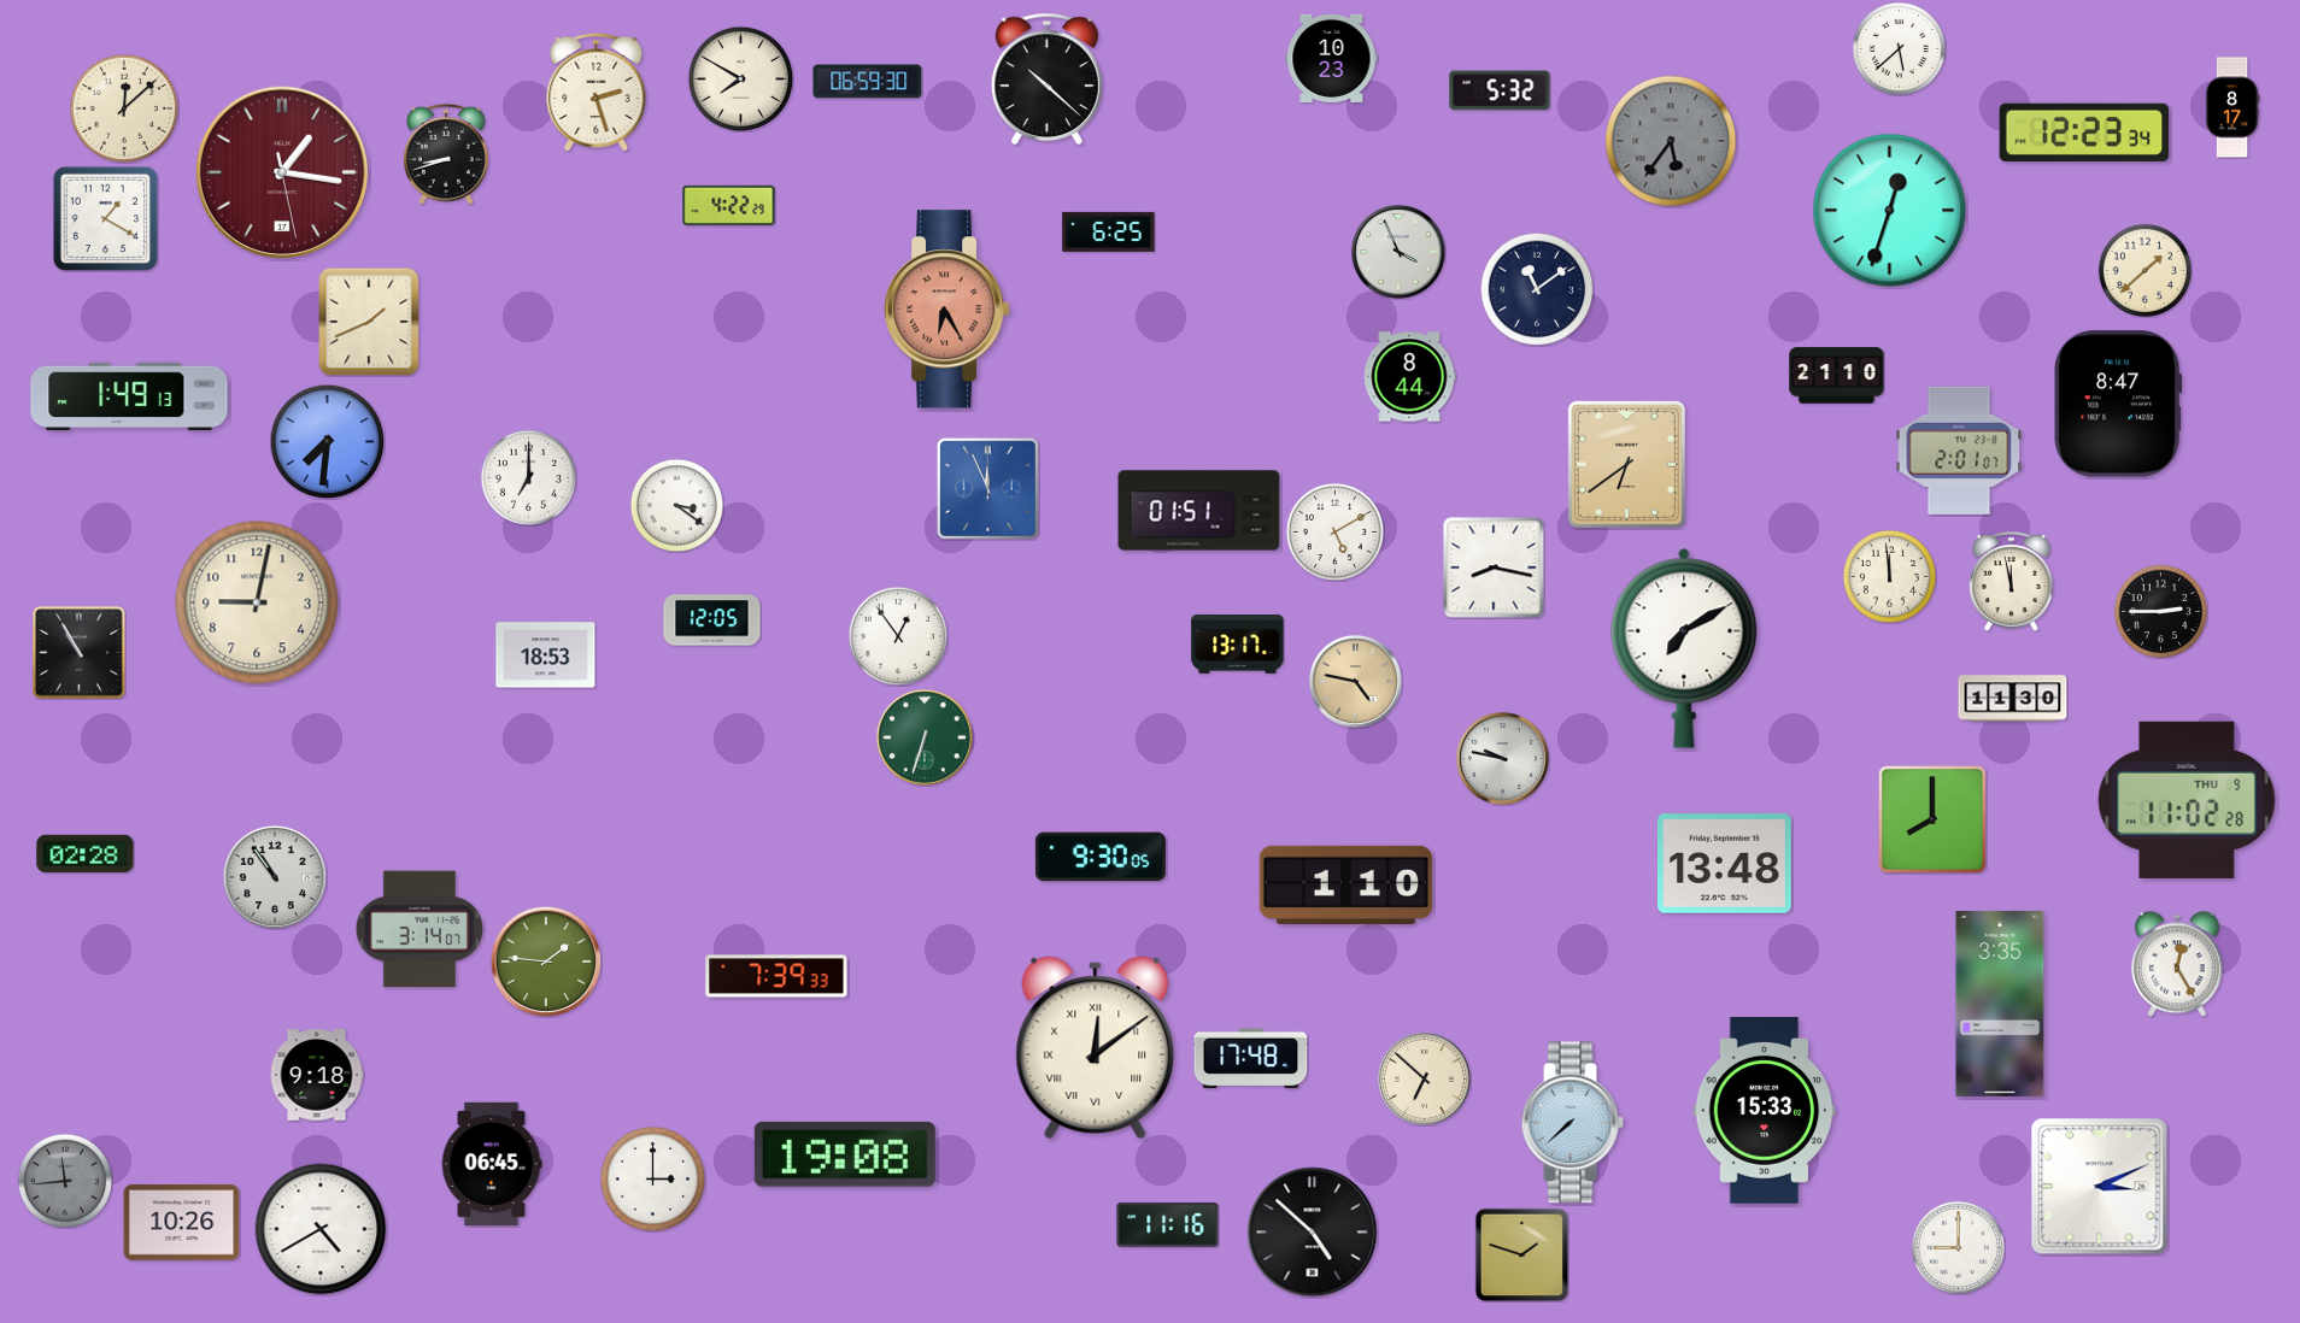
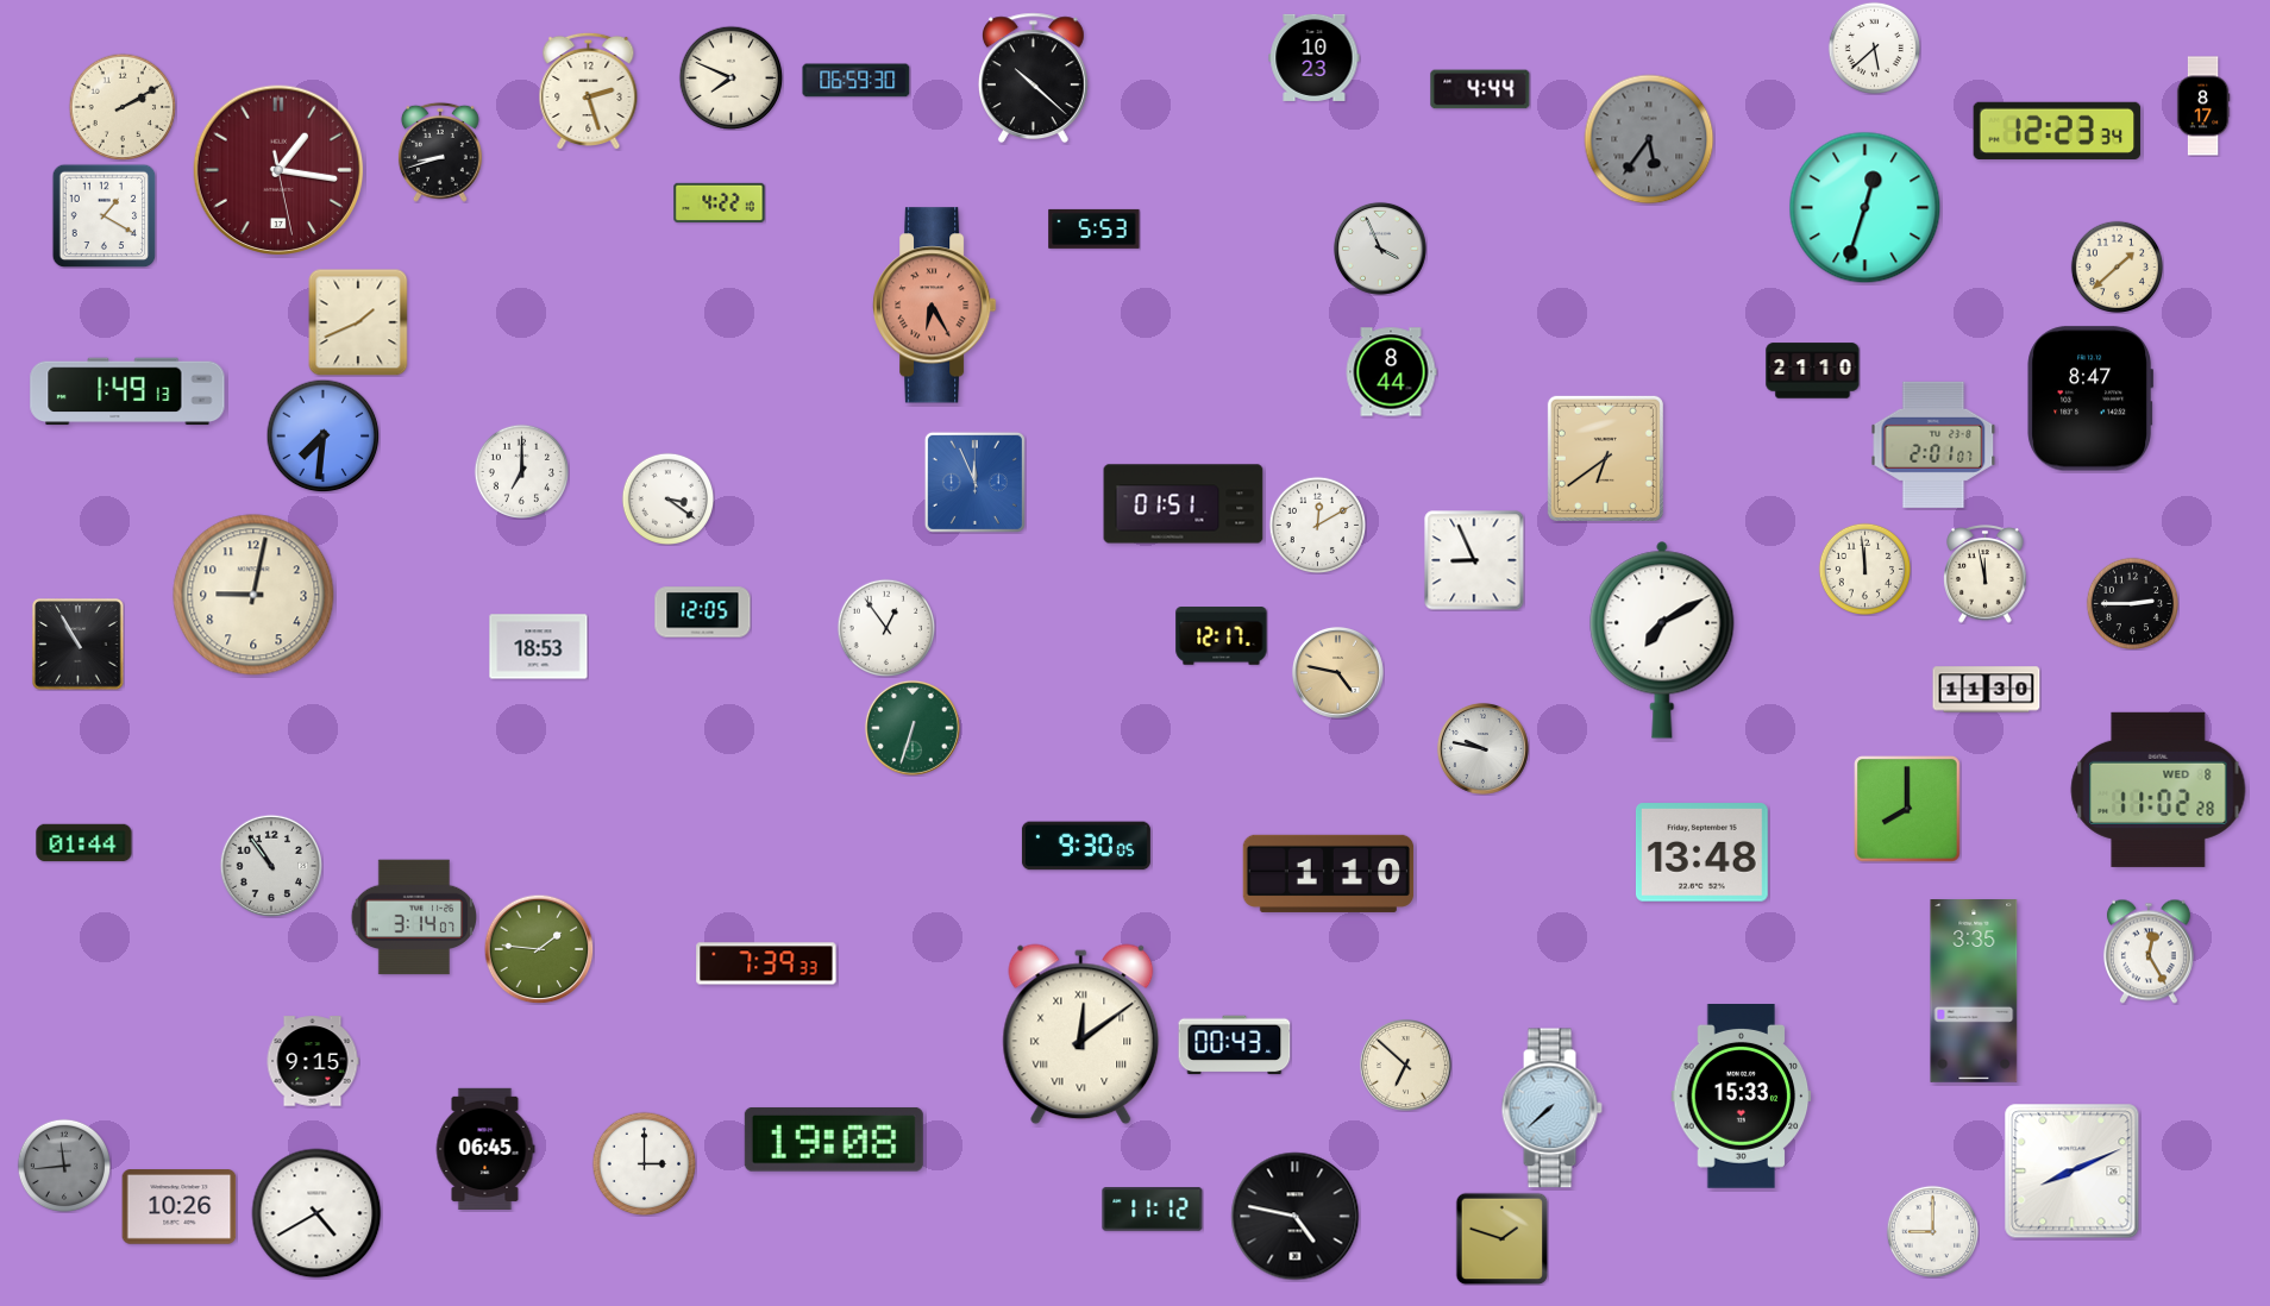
clock at (740, 78): 7:50 -> 7:49
clock at (1500, 90): 5:32 -> 4:44
clock at (124, 108): 12:08 -> 2:10
clock at (729, 205): 4:22:29 -> 4:22:10
clock at (1109, 231): 6:25 -> 5:53
clock at (1537, 289): 11:09 -> none
clock at (369, 322) position: (369, 322) -> (358, 322)
clock at (1334, 531): 5:10 -> 12:10
clock at (1494, 568): 8:17 -> 8:56
clock at (1238, 645): 13:17 -> 12:17
clock at (2187, 800) date: THU 9 -> WED 8
clock at (86, 854): 02:28 -> 01:44
clock at (1251, 1059): 17:48 -> 00:43
clock at (317, 1075): 9:18 -> 9:15
clock at (2100, 1187): 3:11 -> 8:11
clock at (1168, 1225): 11:16 -> 11:12
clock at (1313, 1233): 4:52 -> 4:47
